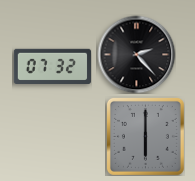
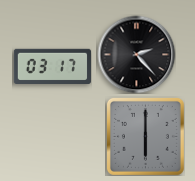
clock at (52, 66): 07:32 -> 03:17
